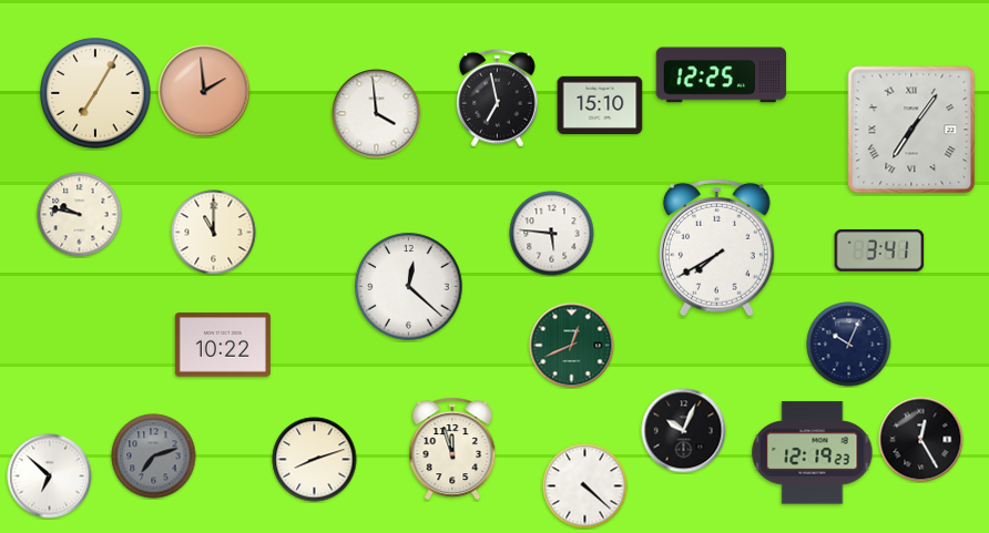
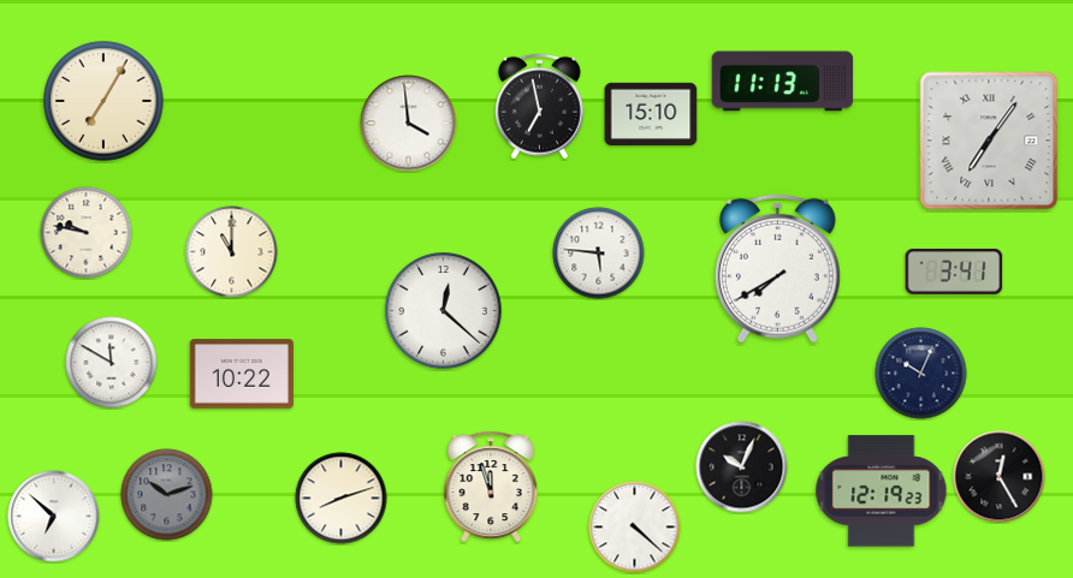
clock at (722, 75): 12:25 -> 11:13
clock at (204, 91): 1:59 -> none
clock at (112, 363): none -> 11:50
clock at (572, 346): 12:41 -> none
clock at (154, 457): 7:12 -> 10:12
